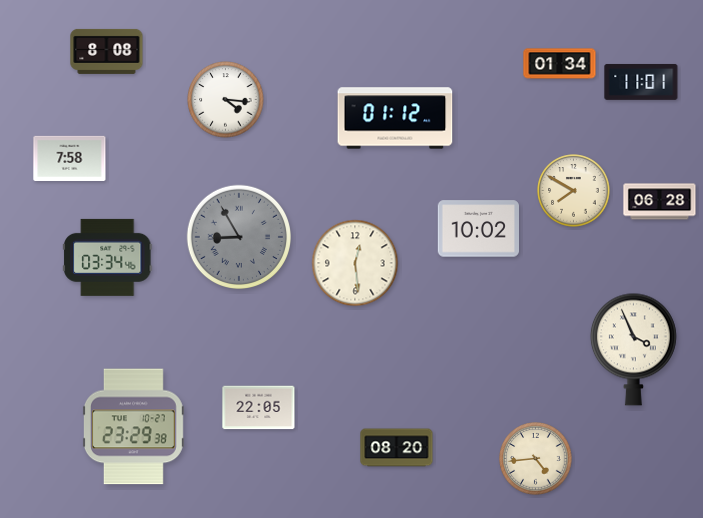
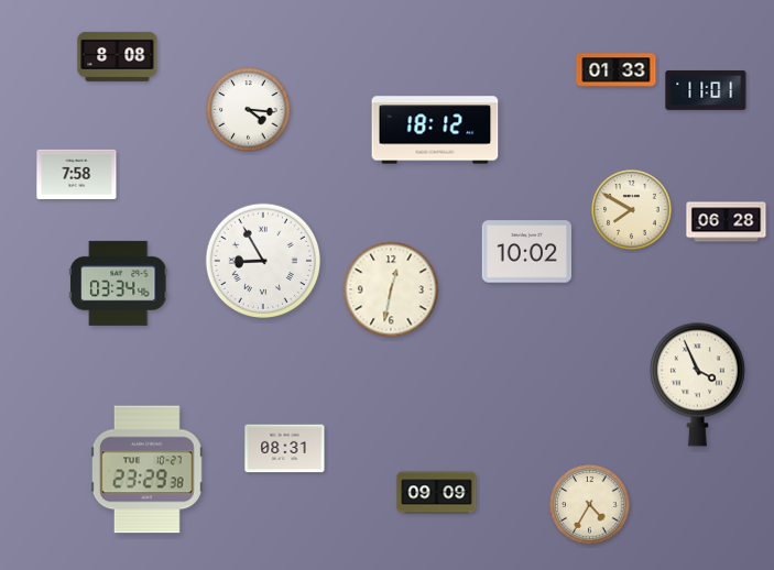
clock at (560, 64): 01:34 -> 01:33
clock at (395, 118): 01:12 -> 18:12
clock at (238, 236) dial: grey -> white
clock at (355, 263): 12:29 -> 12:32
clock at (259, 408): 22:05 -> 08:31
clock at (397, 448): 08:20 -> 09:09
clock at (536, 459): 4:44 -> 4:35
